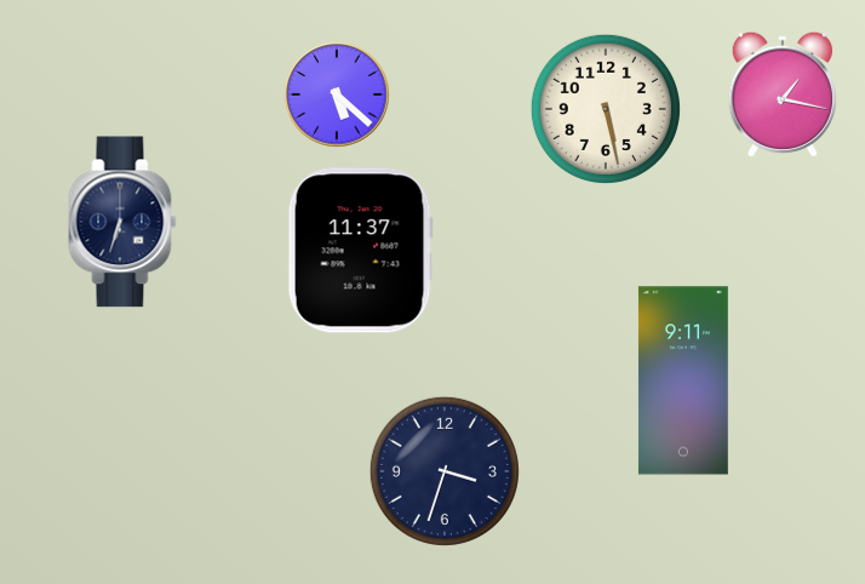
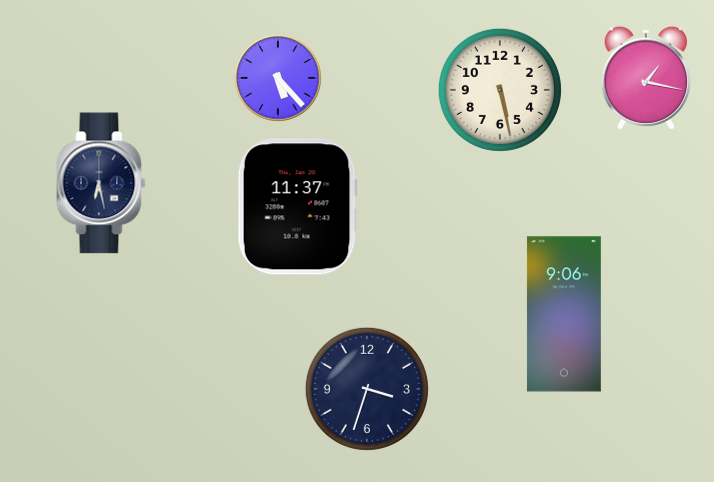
clock at (337, 95): 5:22 -> 5:23
clock at (122, 222): 6:33 -> 6:28
clock at (683, 380): 9:11 -> 9:06
